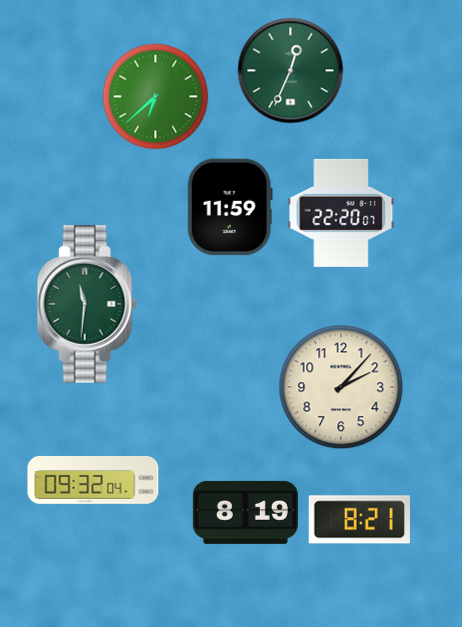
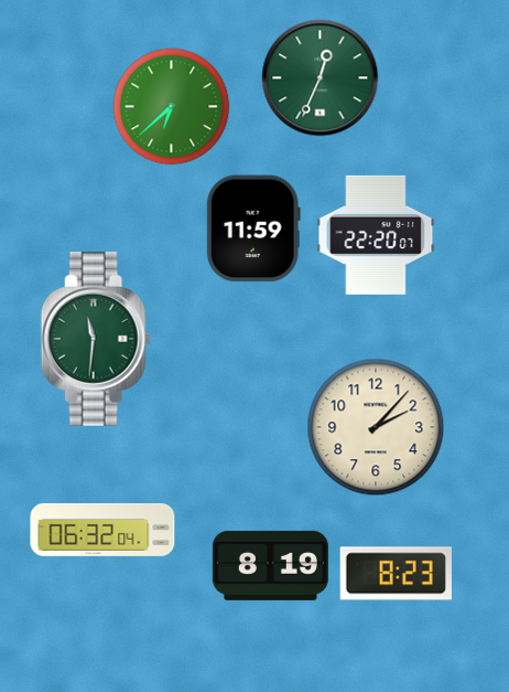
clock at (87, 304) position: (87, 304) -> (96, 339)
clock at (93, 480): 09:32 -> 06:32
clock at (359, 520): 8:21 -> 8:23
